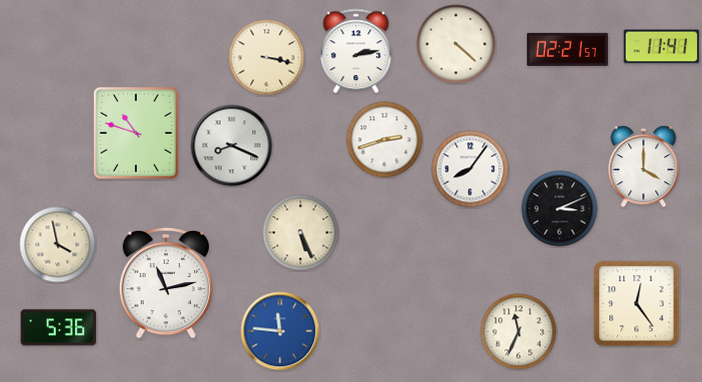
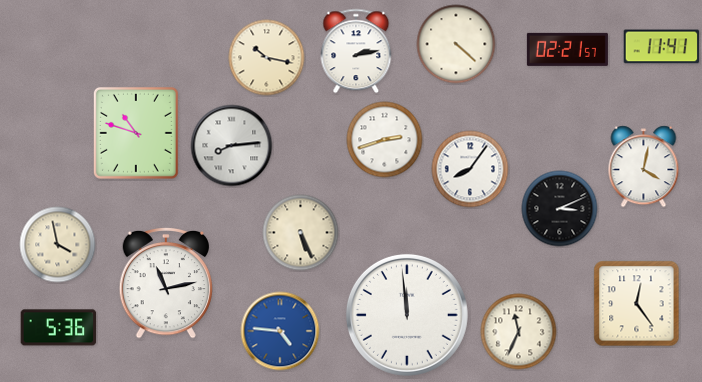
clock at (267, 58): 3:17 -> 10:17
clock at (232, 146): 8:19 -> 8:14
clock at (644, 167): 4:00 -> 4:02
clock at (407, 315): none -> 11:59
clock at (280, 331): 11:46 -> 4:46
